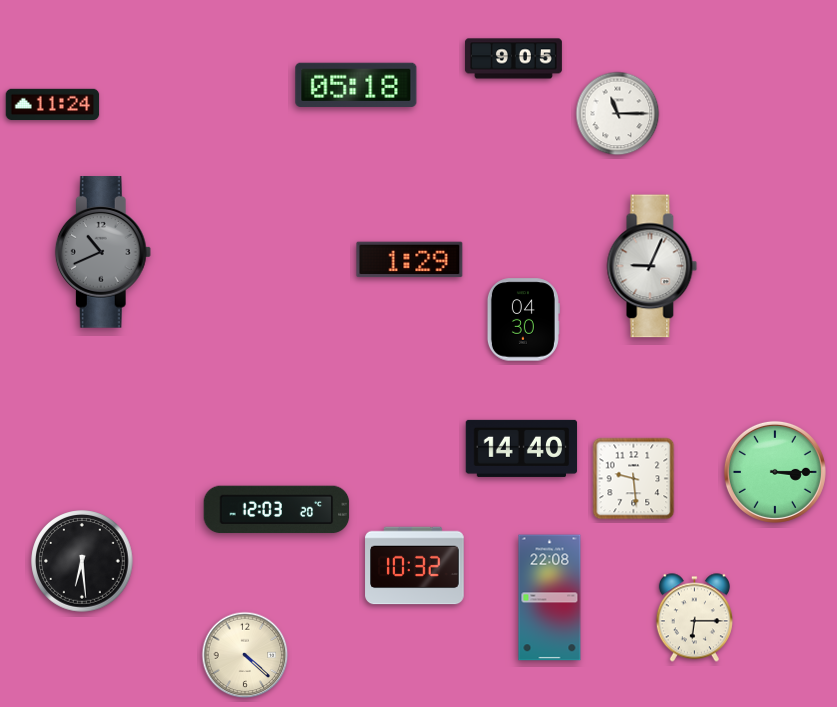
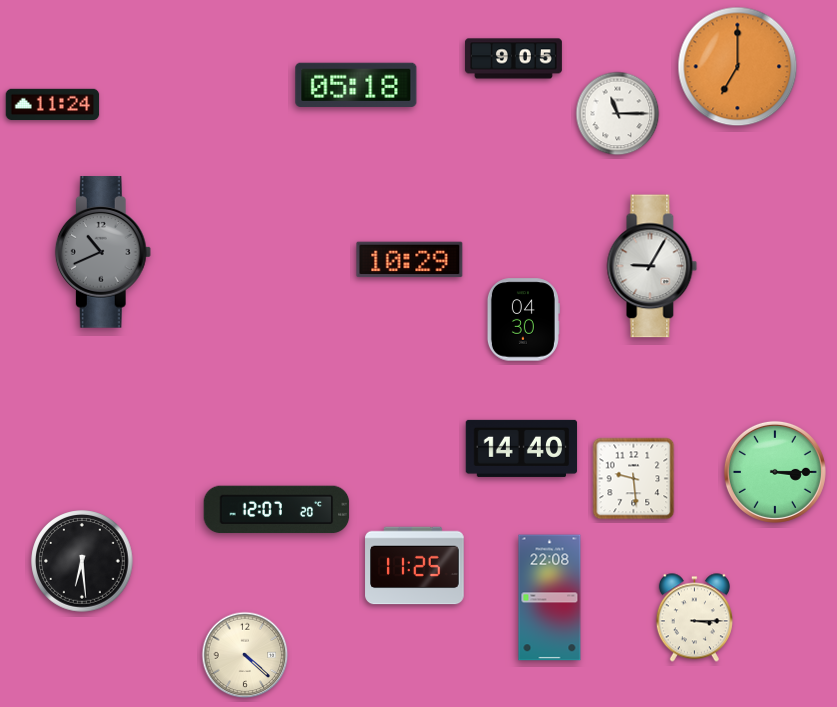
clock at (738, 67): none -> 7:00
clock at (410, 260): 1:29 -> 10:29
clock at (652, 266): 9:04 -> 9:05
clock at (277, 510): 12:03 -> 12:07
clock at (415, 566): 10:32 -> 11:25
clock at (694, 618): 6:15 -> 3:15
